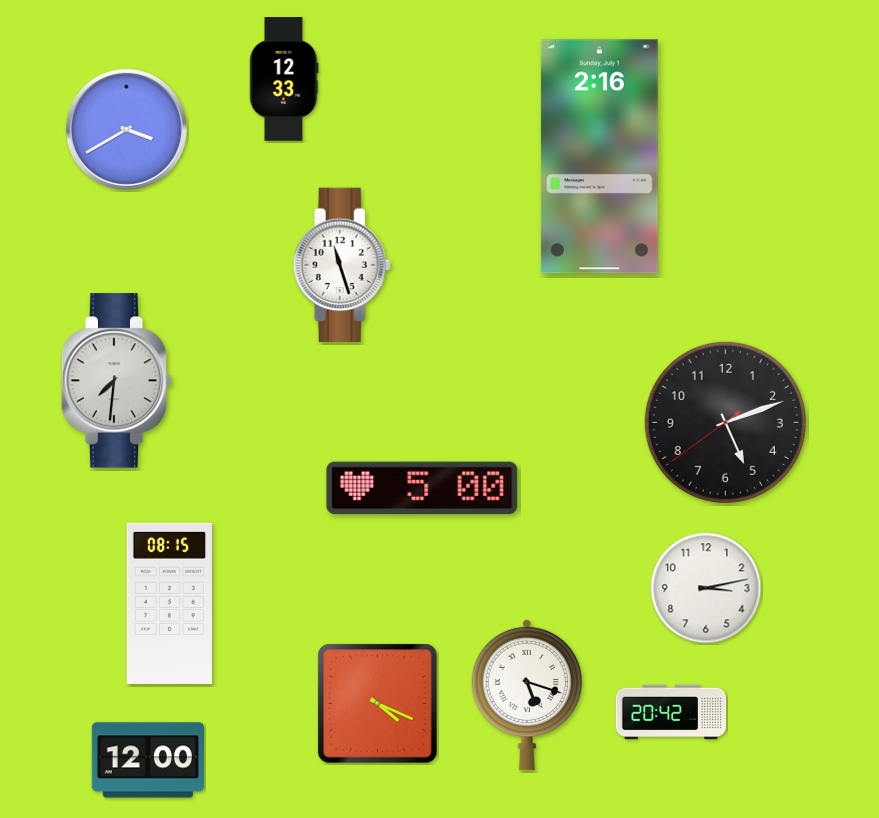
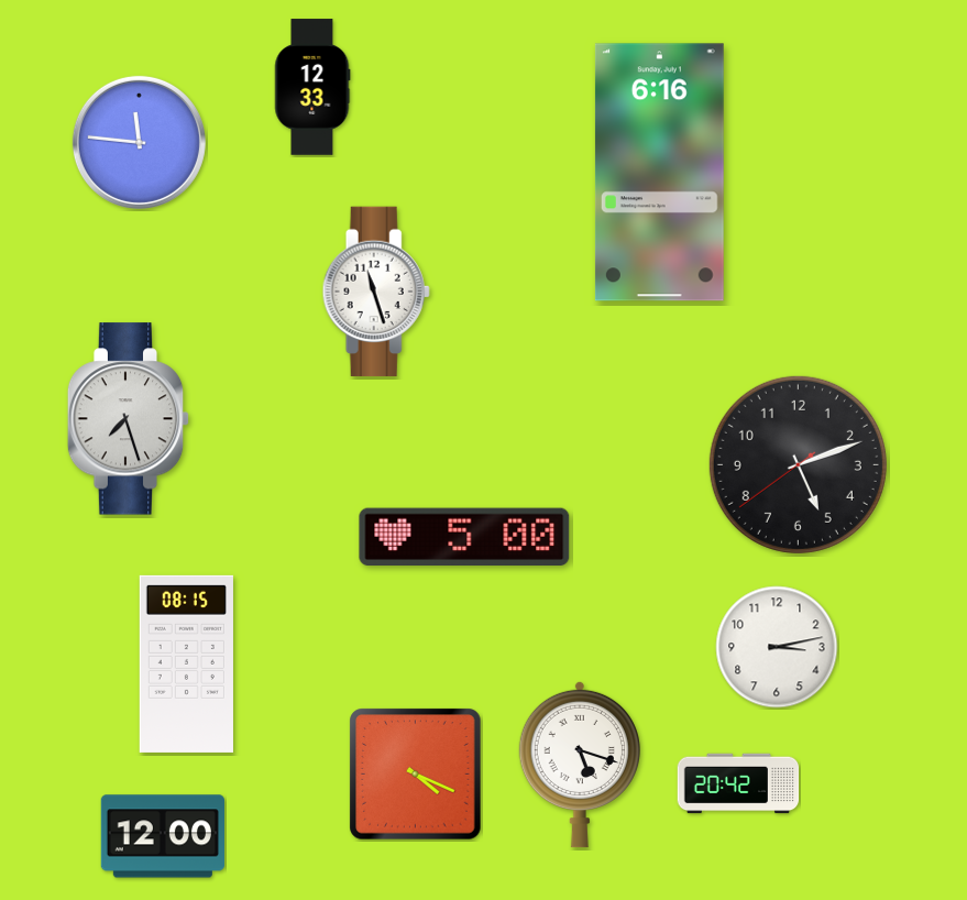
clock at (126, 129): 3:40 -> 11:46
clock at (599, 157): 2:16 -> 6:16
clock at (117, 381): 7:31 -> 7:27
